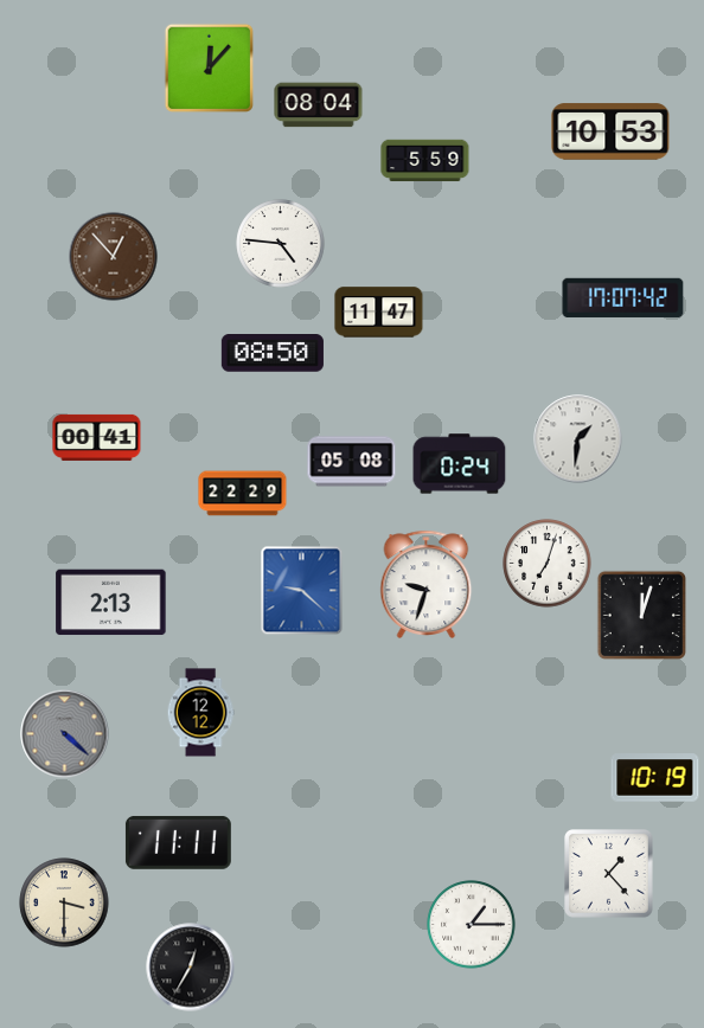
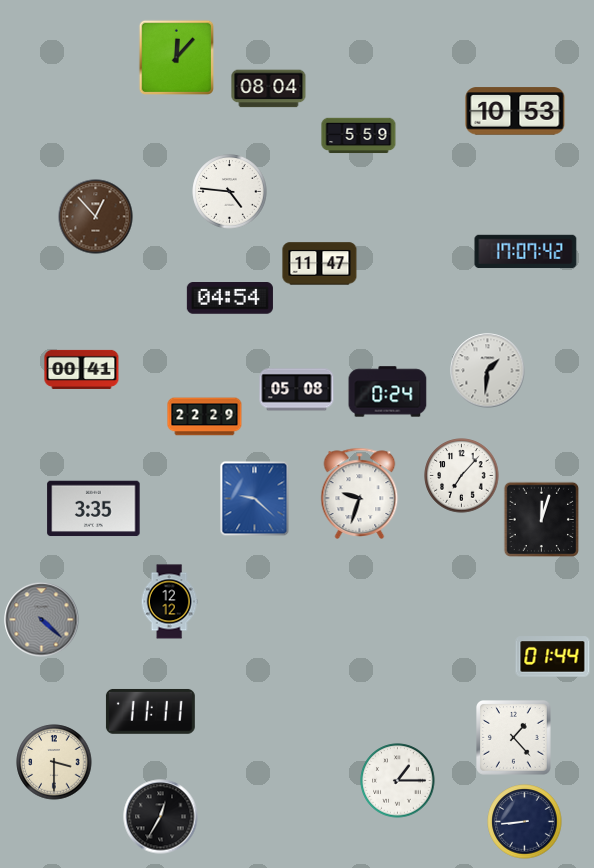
clock at (281, 244) position: (281, 244) -> (230, 192)
clock at (273, 353): 08:50 -> 04:54
clock at (548, 564): 7:03 -> 7:07
clock at (111, 603): 2:13 -> 3:35
clock at (65, 734) position: (65, 734) -> (42, 620)
clock at (655, 778): 10:19 -> 01:44
clock at (525, 822): none -> 8:44
